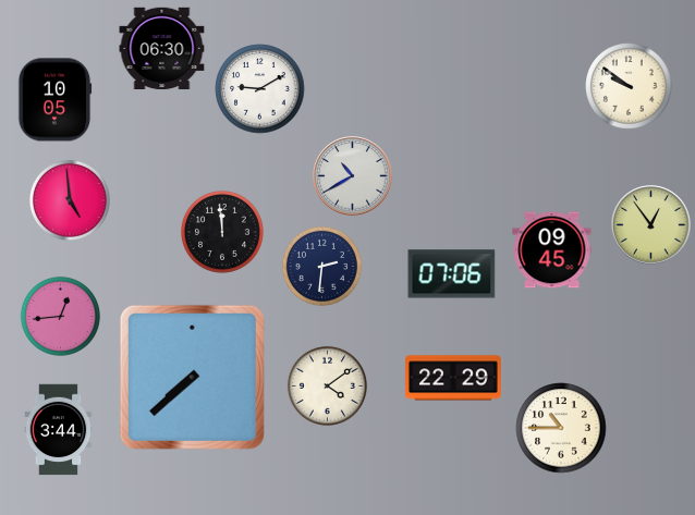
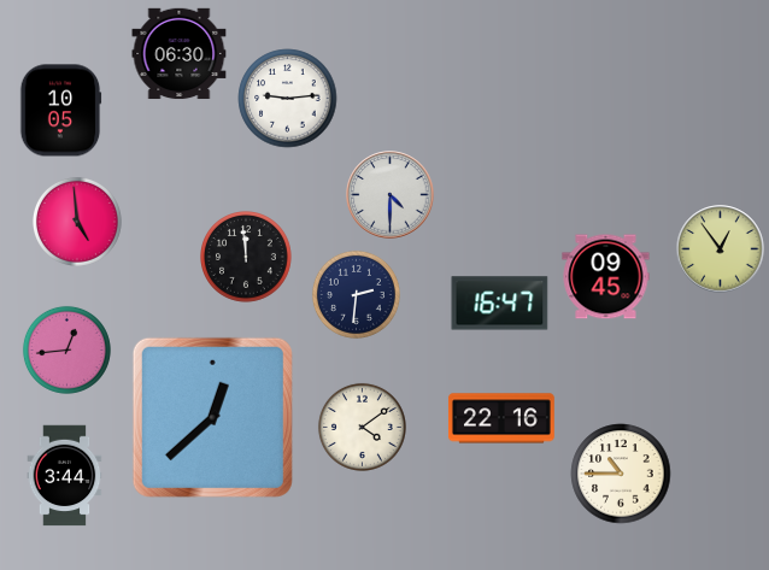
clock at (629, 86): 9:51 -> none
clock at (260, 89): 9:10 -> 9:14
clock at (353, 176): 10:40 -> 4:30
clock at (552, 250) position: (552, 250) -> (606, 277)
clock at (452, 274): 07:06 -> 16:47
clock at (192, 377): 7:38 -> 12:38
clock at (453, 378): 22:29 -> 22:16
